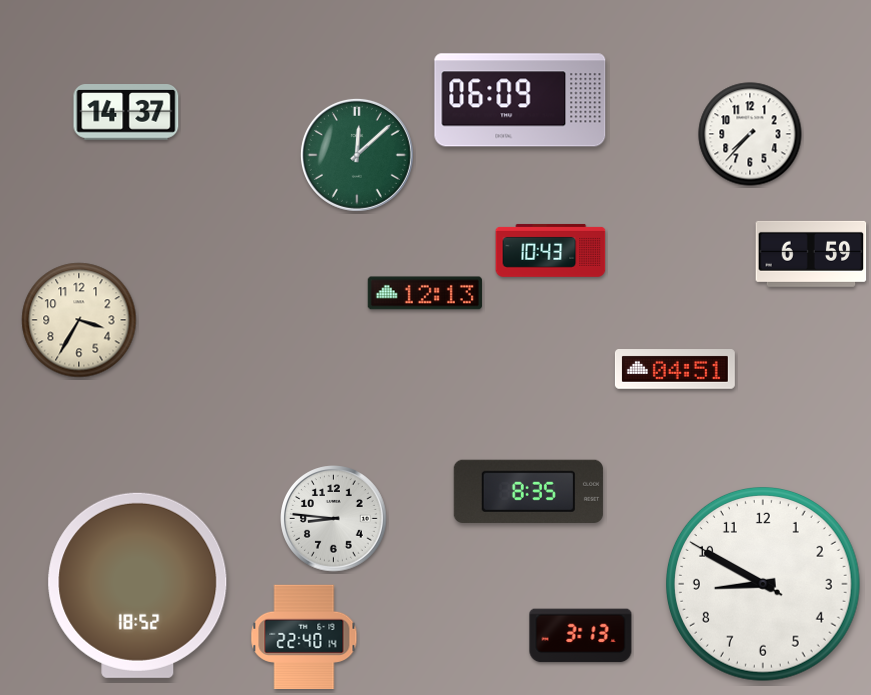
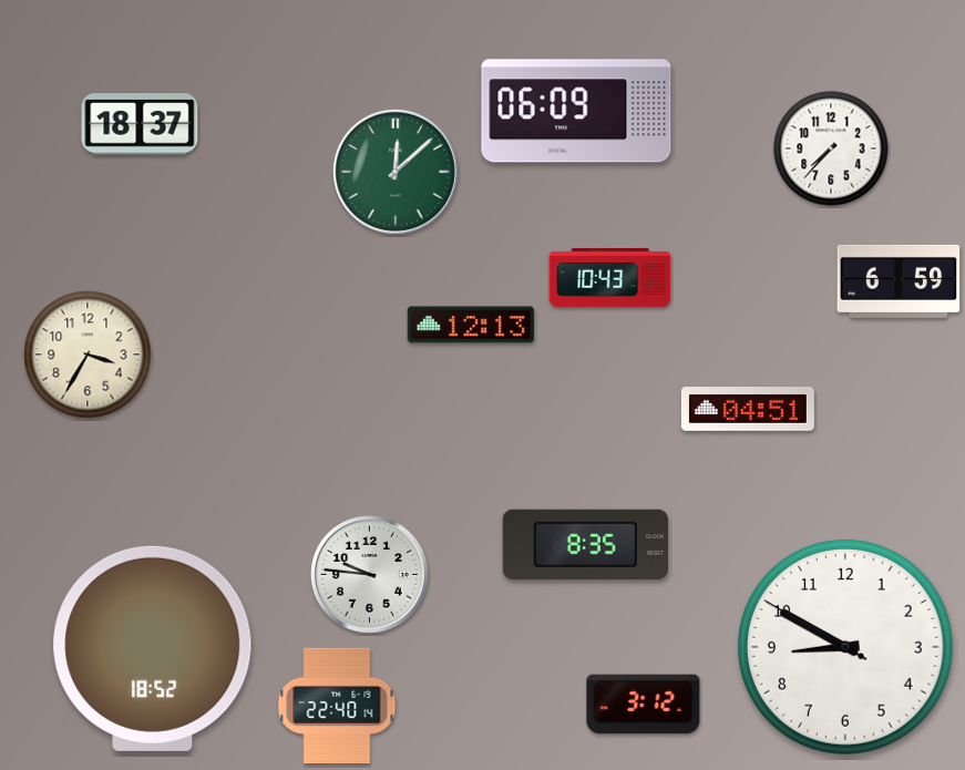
clock at (126, 113): 14:37 -> 18:37
clock at (334, 519): 8:46 -> 9:46
clock at (581, 636): 3:13 -> 3:12
